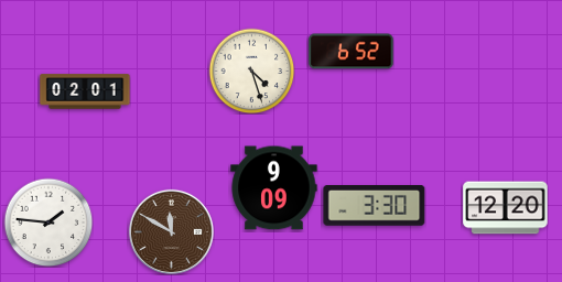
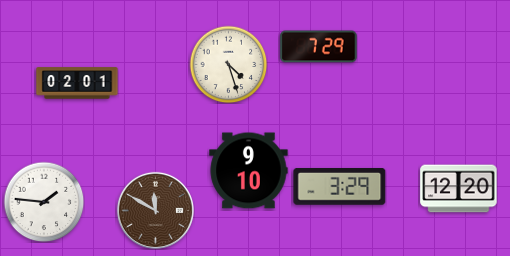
clock at (352, 52): 6:52 -> 7:29
clock at (274, 188): 9:09 -> 9:10
clock at (375, 206): 3:30 -> 3:29
